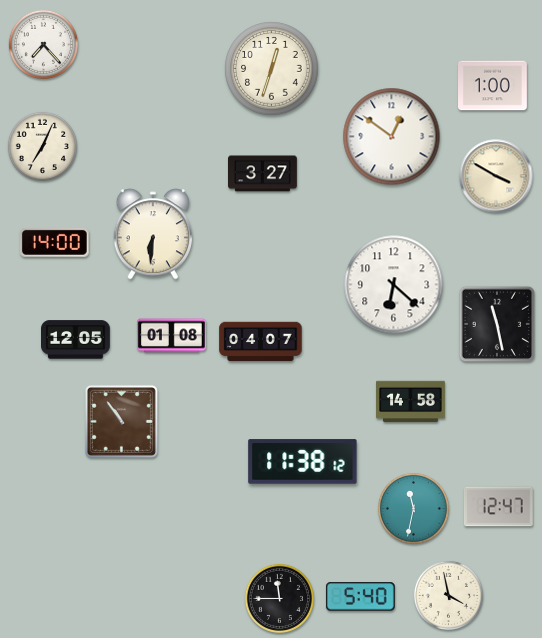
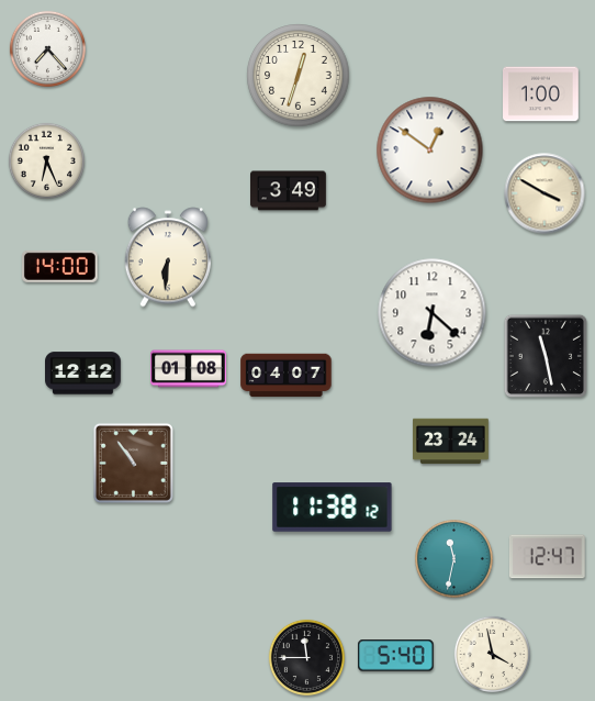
clock at (42, 146): 7:04 -> 6:26
clock at (263, 174): 3:27 -> 3:49
clock at (76, 340): 12:05 -> 12:12
clock at (411, 402): 14:58 -> 23:24
